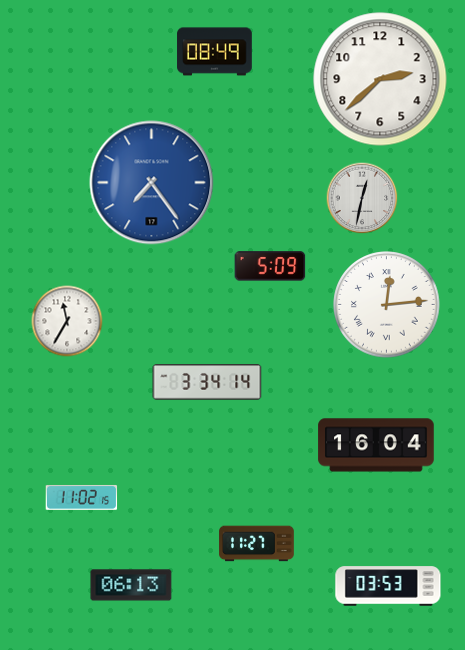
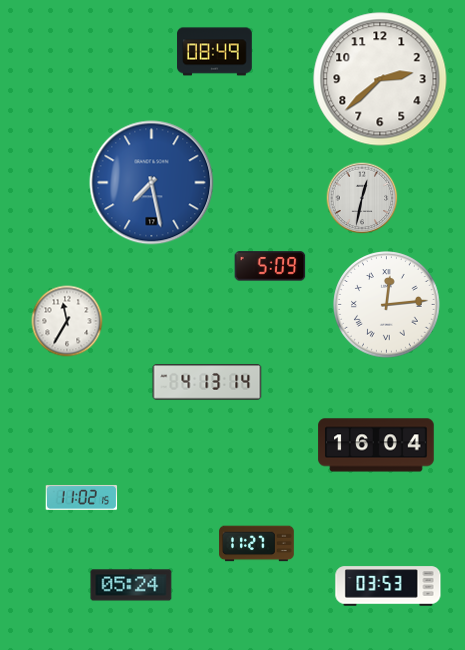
clock at (152, 183): 7:24 -> 7:28
clock at (207, 382): 3:34 -> 4:13
clock at (131, 585): 06:13 -> 05:24
